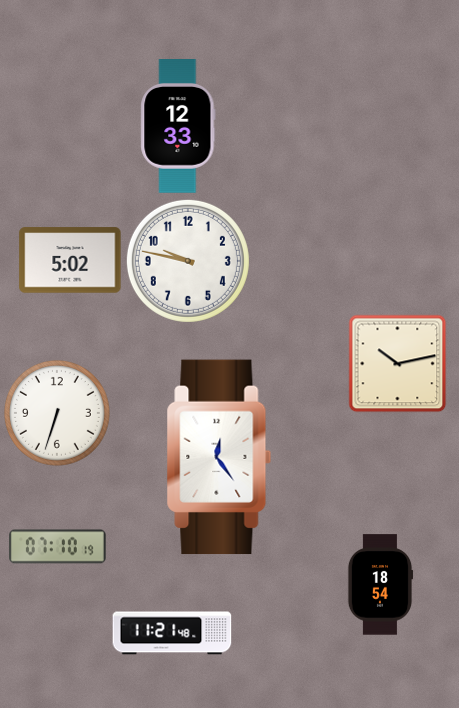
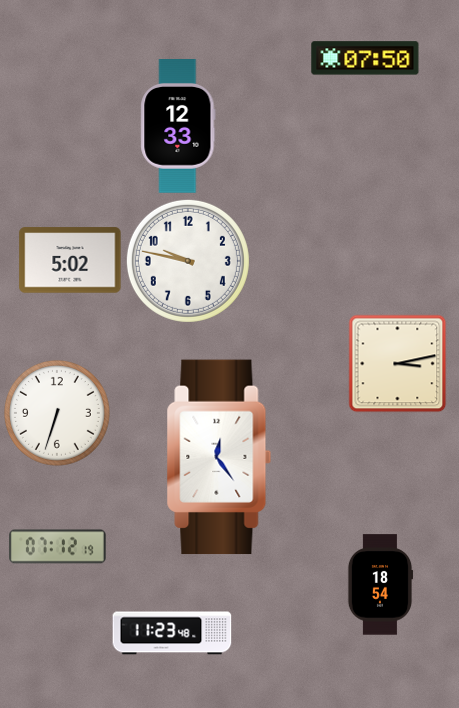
clock at (365, 58): none -> 07:50
clock at (398, 364): 10:13 -> 3:13
clock at (58, 547): 07:10 -> 07:12
clock at (172, 633): 11:21 -> 11:23
